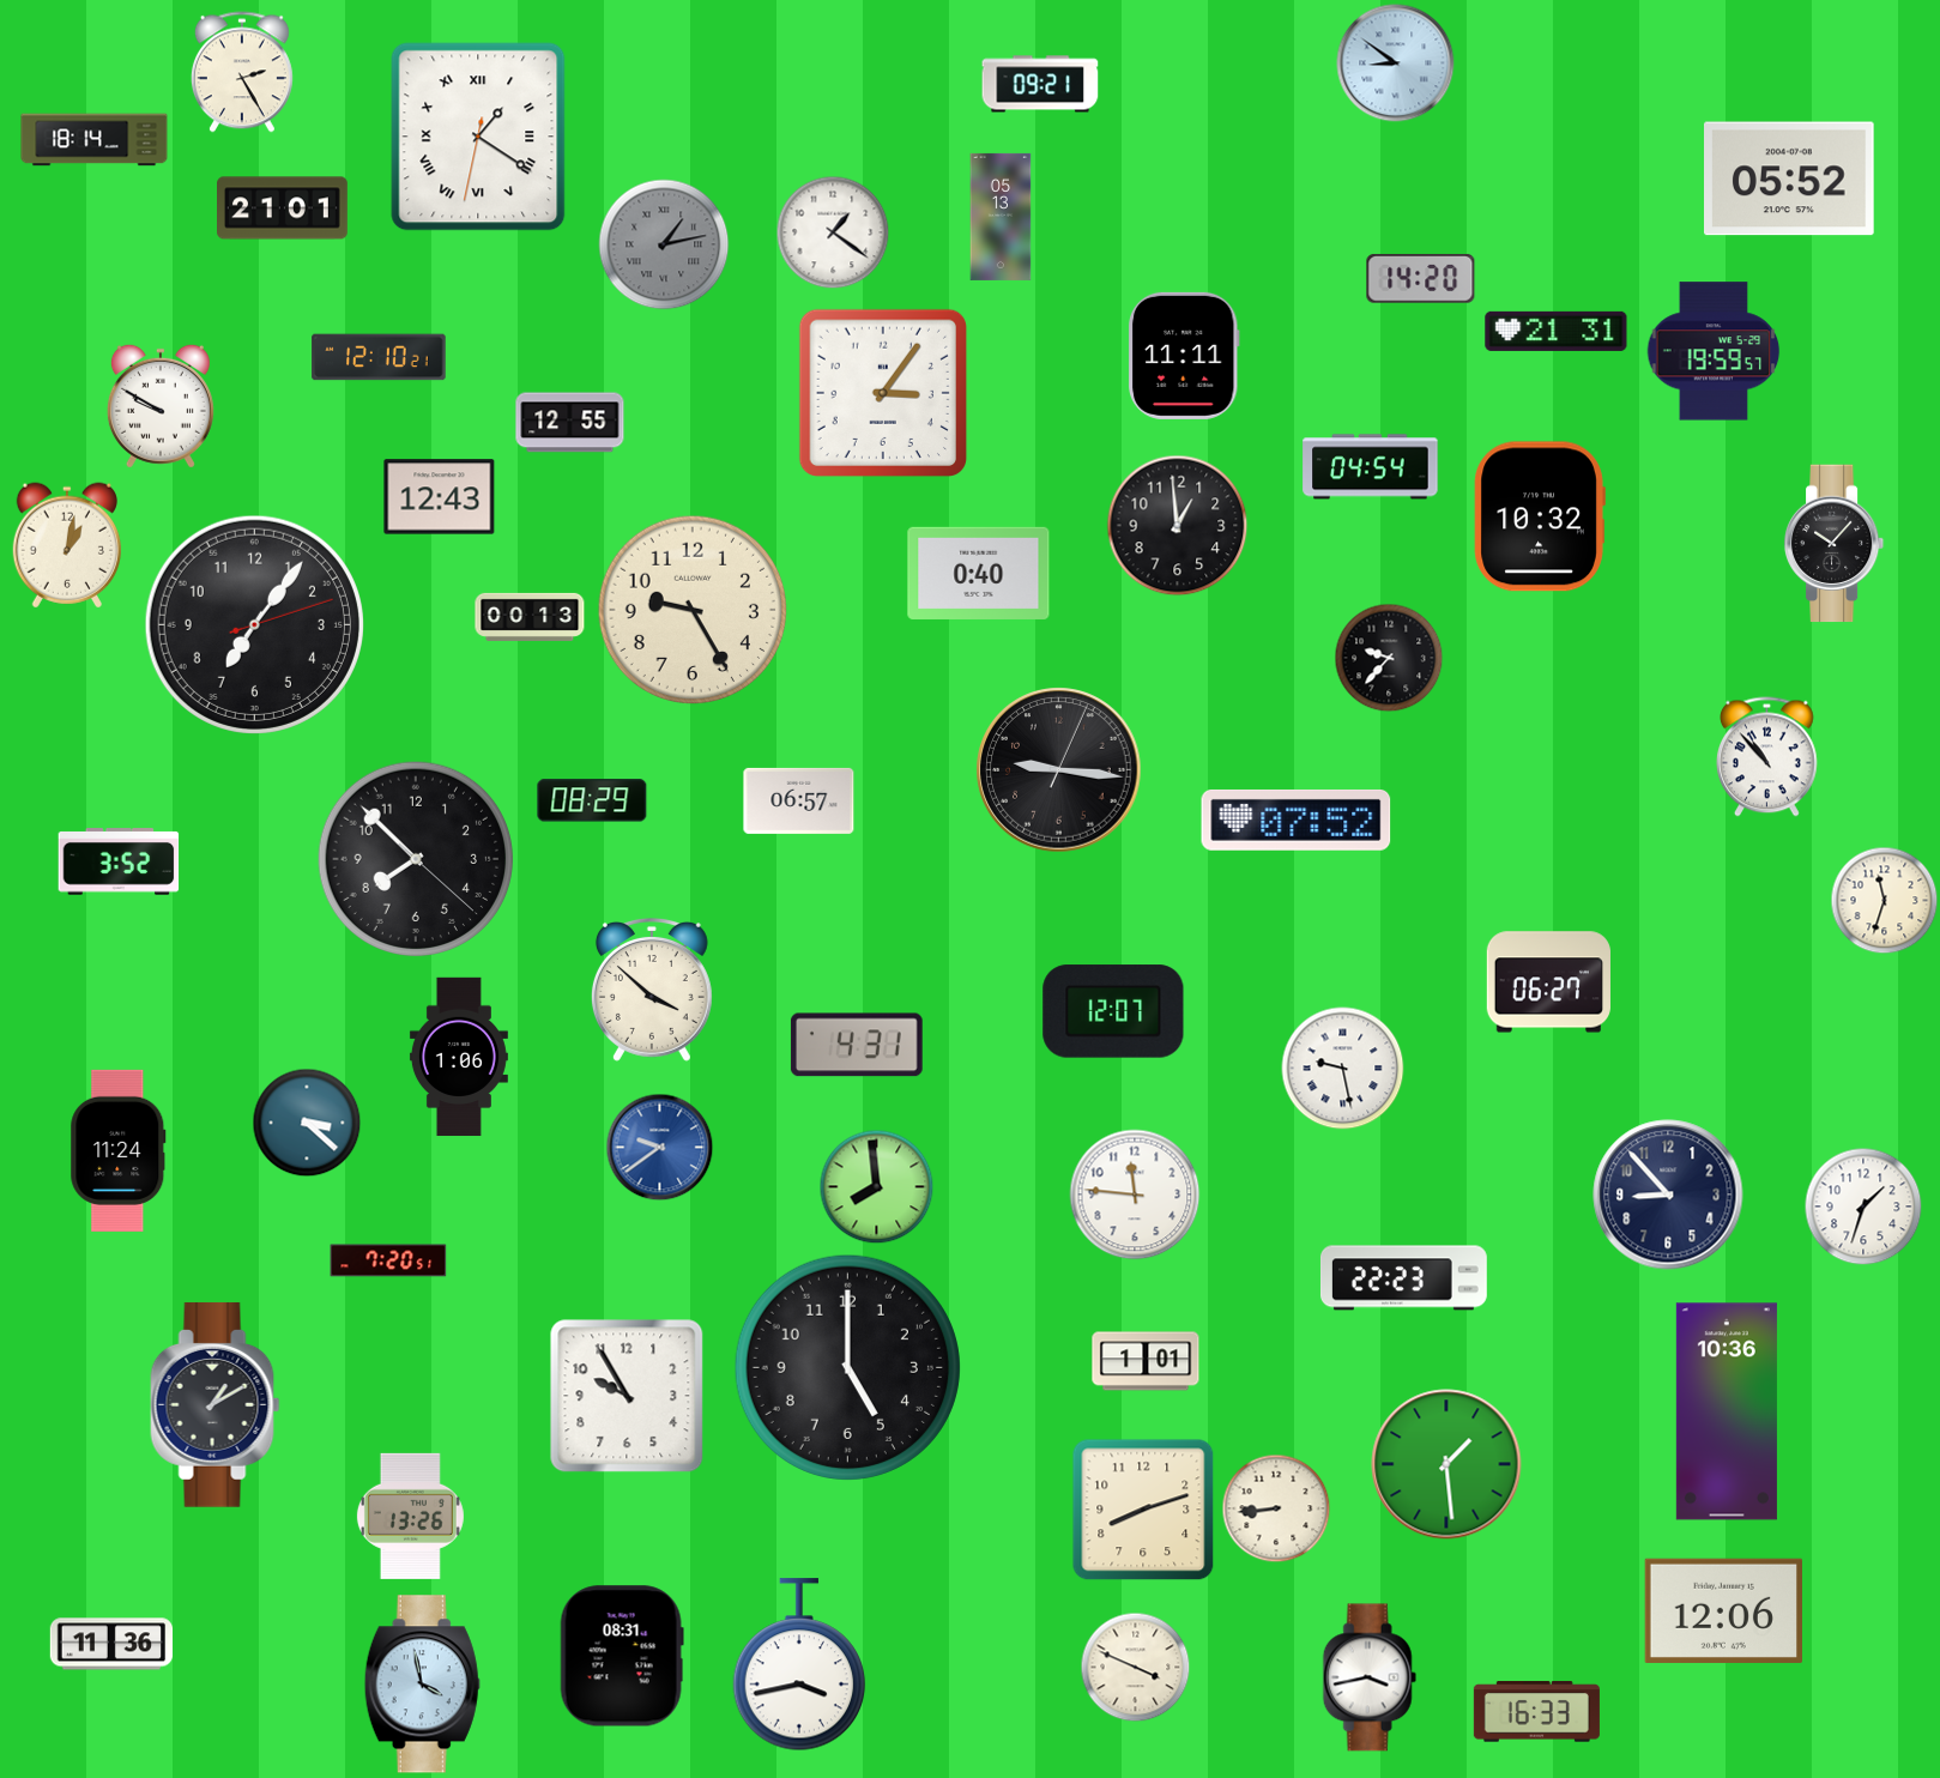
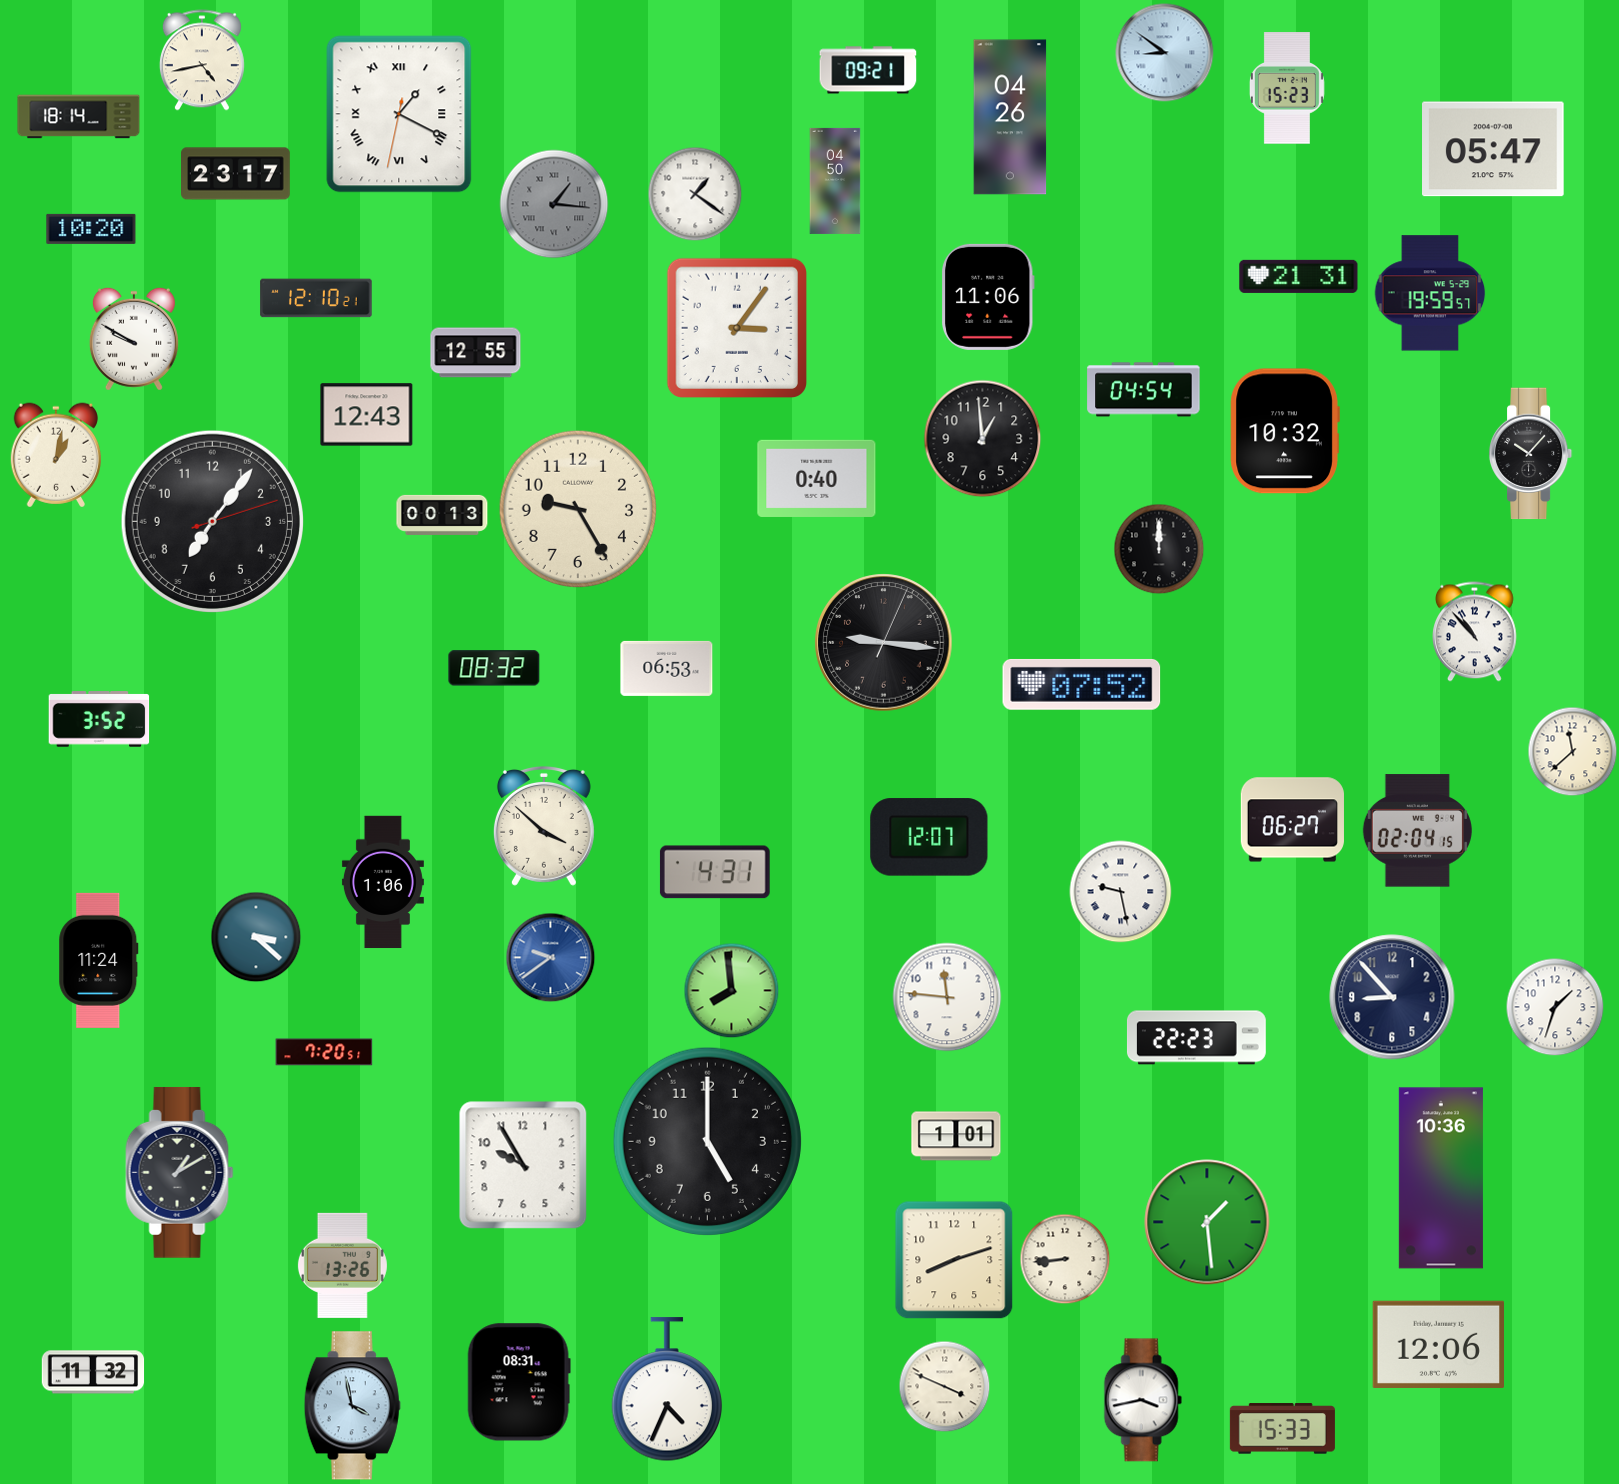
clock at (242, 72): 2:25 -> 4:43
clock at (1287, 88): none -> 15:23
clock at (478, 137): 1:20 -> 1:19
clock at (1010, 117): none -> 04:26
clock at (1790, 179): 05:52 -> 05:47
clock at (283, 208): 21:01 -> 23:17
clock at (1001, 217): 05:13 -> 04:50
clock at (664, 244): 1:13 -> 1:16
clock at (91, 229): none -> 10:20
clock at (1421, 278): 14:20 -> none
clock at (1184, 356): 11:11 -> 11:06
clock at (1389, 658): 9:37 -> 12:00
clock at (592, 800): 08:29 -> 08:32
clock at (799, 800): 06:57 -> 06:53
clock at (416, 859): 7:52 -> none
clock at (1885, 901): 11:33 -> 11:38
clock at (1417, 831): none -> 02:04
clock at (1113, 1011) position: (1113, 1011) -> (929, 837)
clock at (1403, 1278) position: (1403, 1278) -> (1196, 1038)
clock at (111, 1644): 11:36 -> 11:32
clock at (799, 1665): 3:43 -> 4:34
clock at (1136, 1668) position: (1136, 1668) -> (945, 1387)
clock at (1536, 1712): 16:33 -> 15:33
